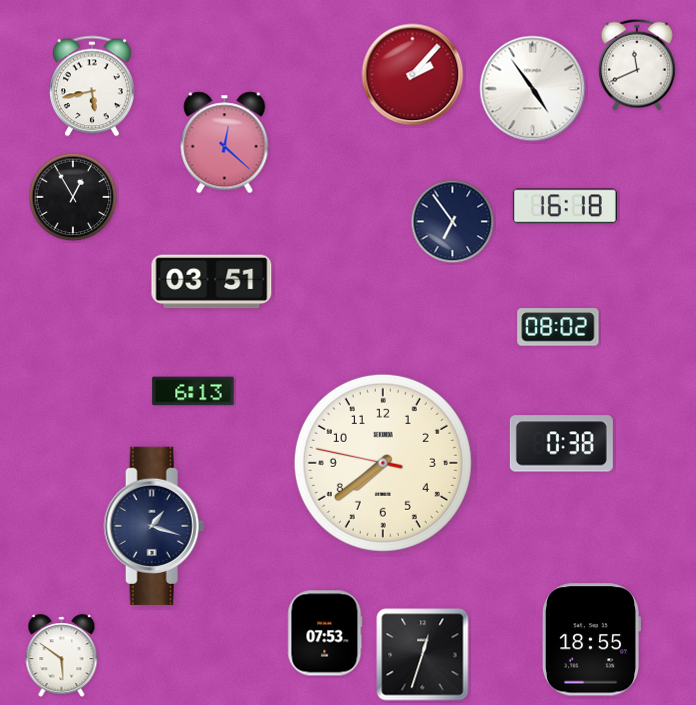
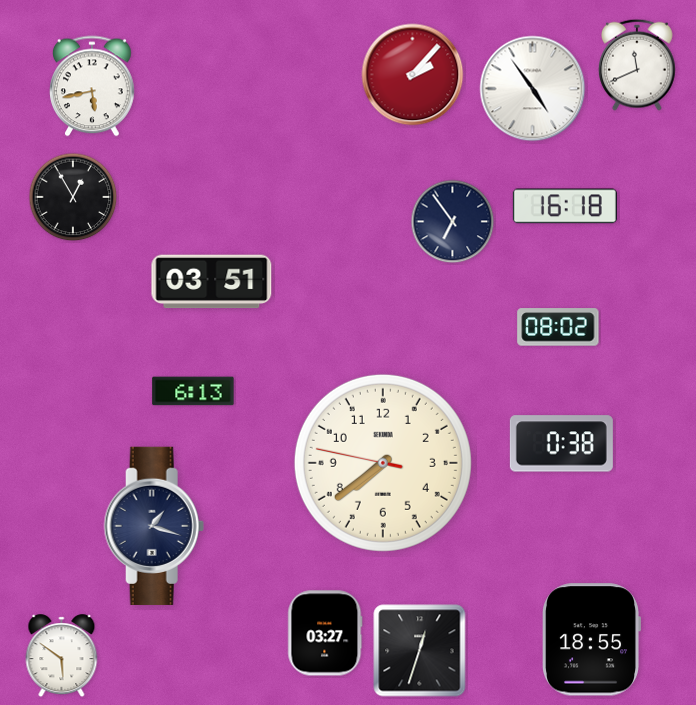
clock at (225, 143): 12:22 -> none
clock at (325, 633): 07:53 -> 03:27
clock at (423, 655) position: (423, 655) -> (420, 651)
